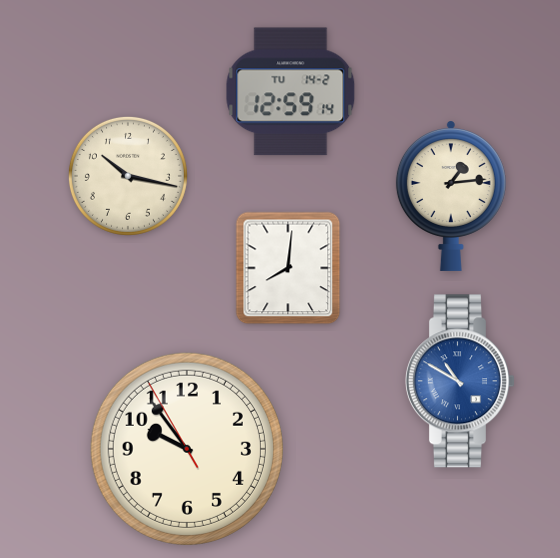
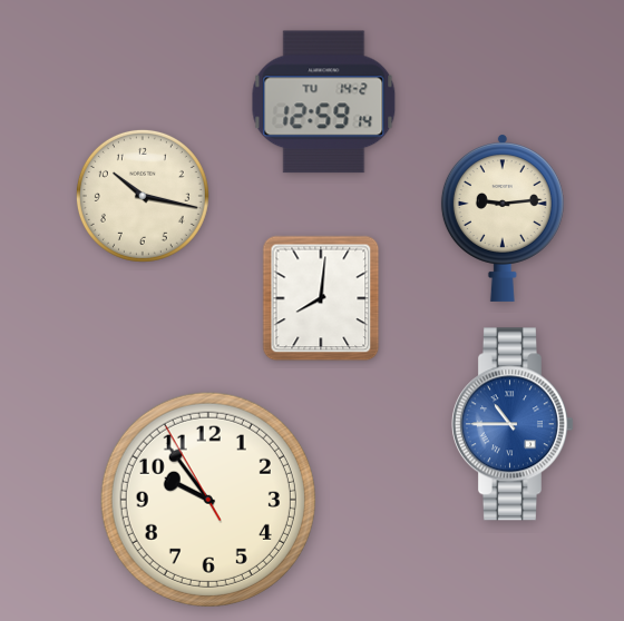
clock at (451, 196): 1:14 -> 9:14
clock at (460, 381): 10:50 -> 10:45
